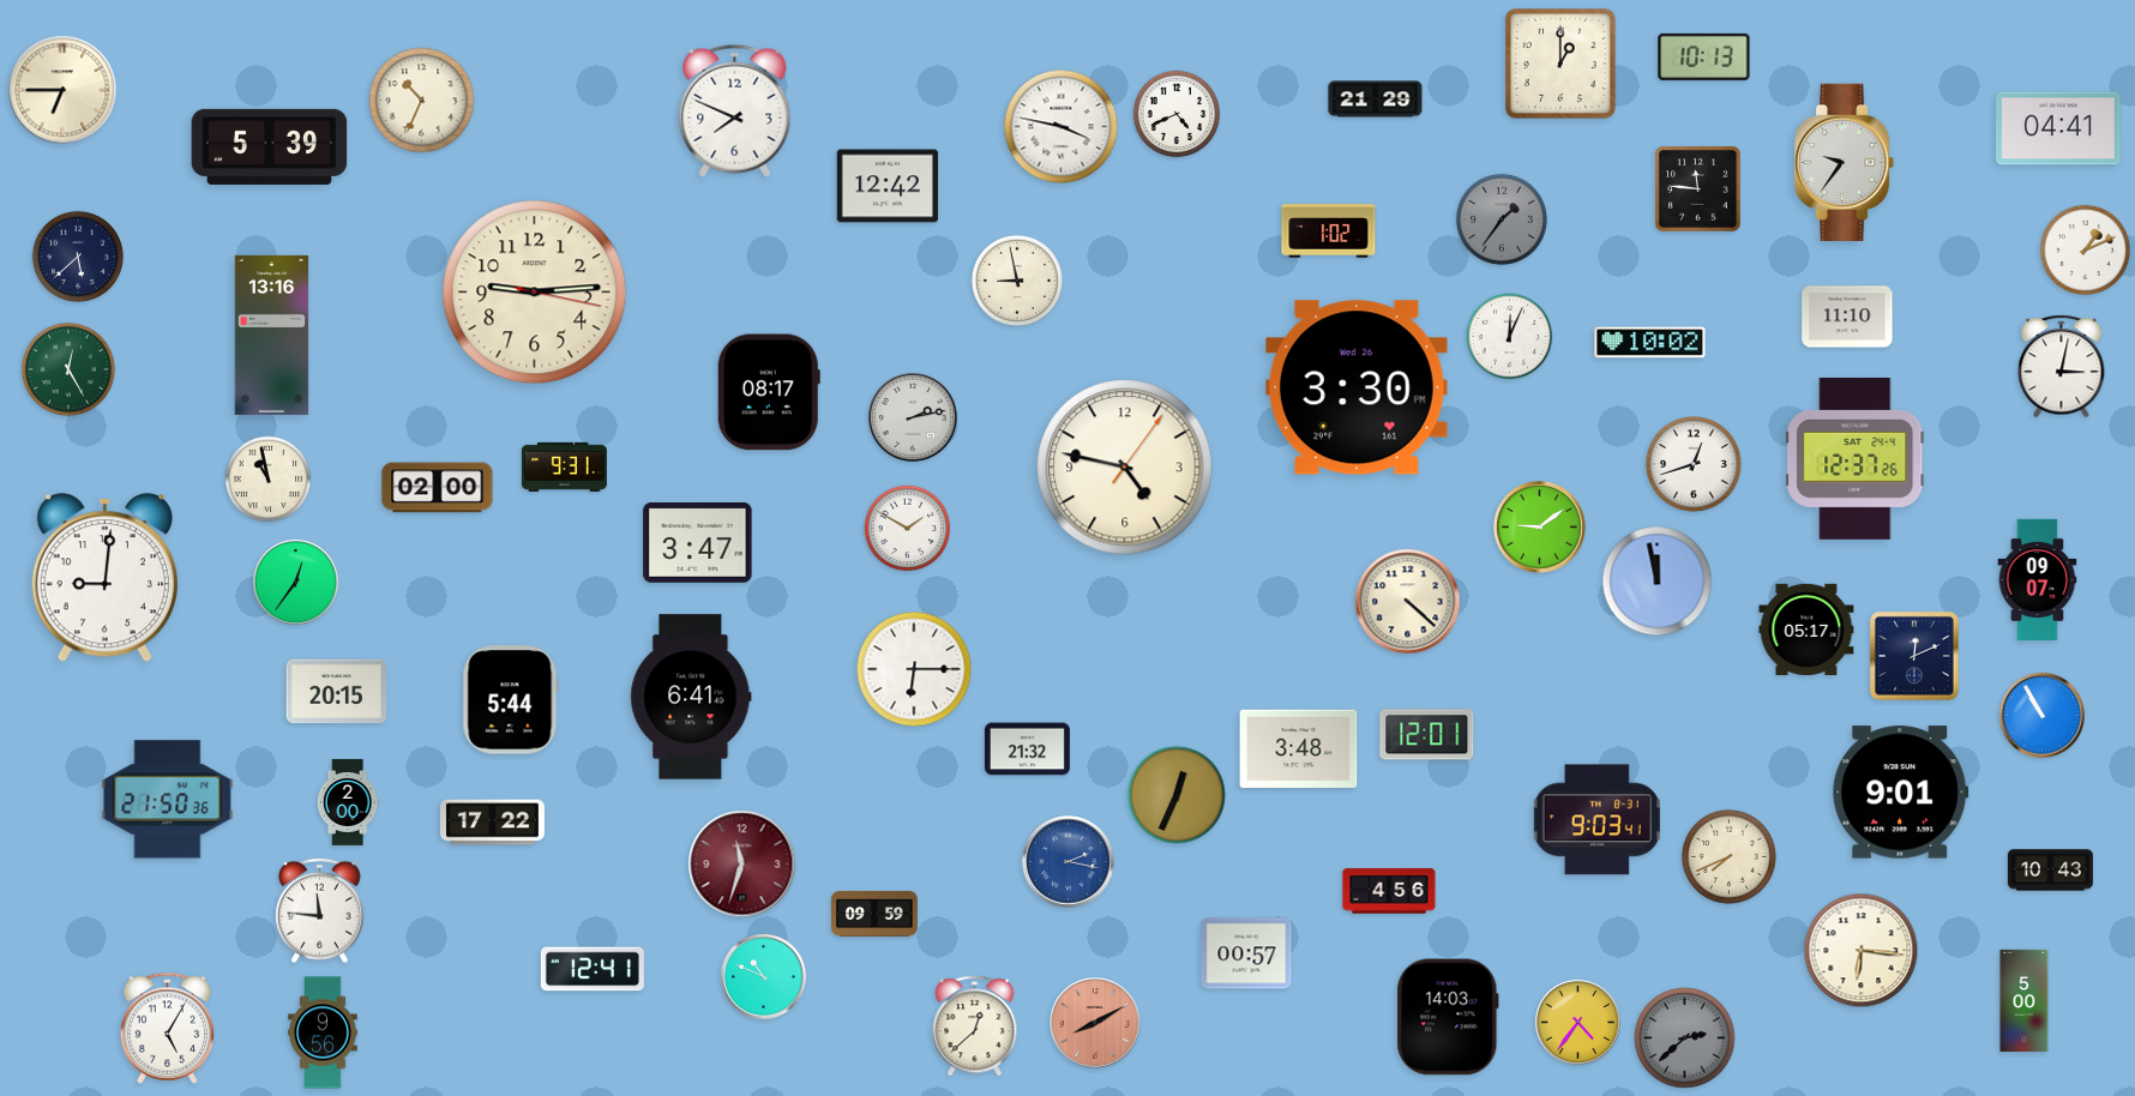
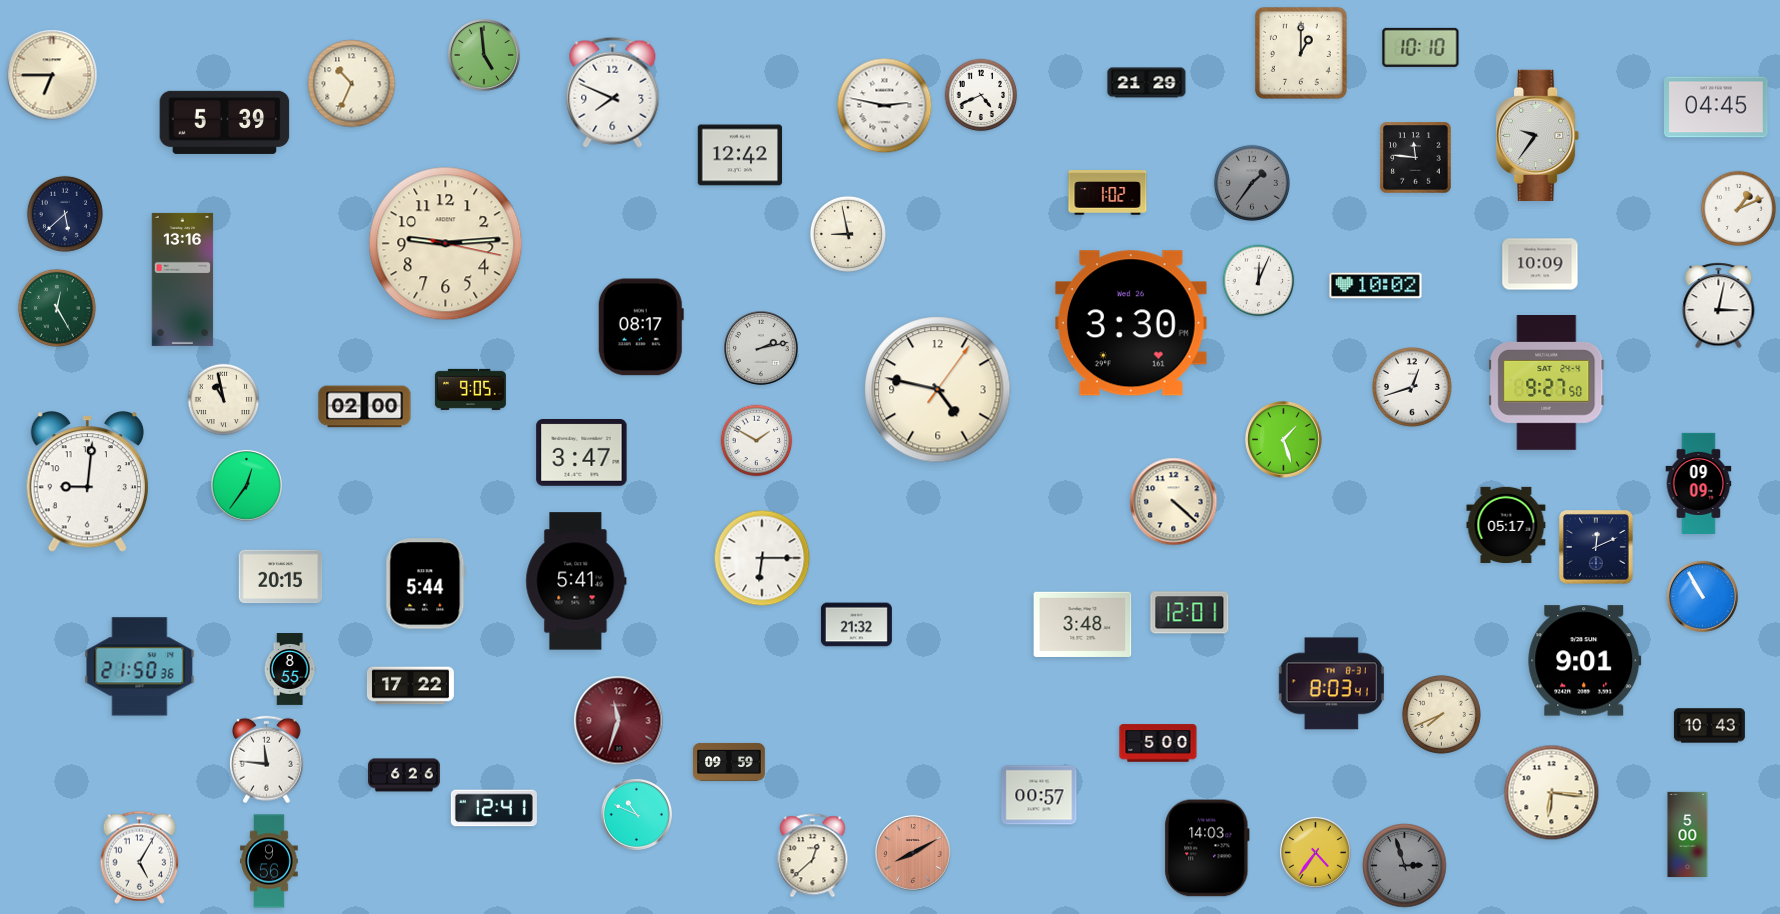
clock at (1704, 56): 10:13 -> 10:10
clock at (484, 55): none -> 4:59
clock at (1062, 127): 3:47 -> 2:47
clock at (2059, 128): 04:41 -> 04:45
clock at (1847, 317): 11:10 -> 10:09
clock at (272, 335) position: (272, 335) -> (183, 279)
clock at (1856, 459): 12:37 -> 9:27
clock at (564, 466): 9:31 -> 9:05
clock at (1540, 528): 9:09 -> 1:27
clock at (2038, 579): 09:07 -> 09:09
clock at (1658, 582): 11:58 -> none
clock at (691, 697): 6:41 -> 5:41
clock at (1177, 795): 12:34 -> none
clock at (348, 802): 2:00 -> 8:55
clock at (1596, 820): 9:03 -> 8:03
clock at (1069, 862): 2:17 -> none
clock at (1389, 891): 4:56 -> 5:00
clock at (405, 775): none -> 6:26
clock at (1685, 1038): 2:38 -> 2:57
